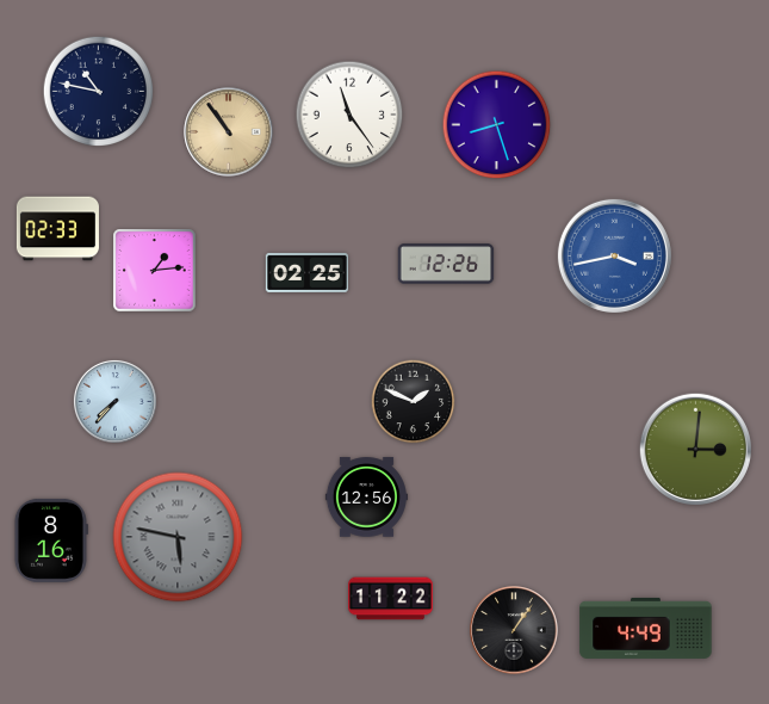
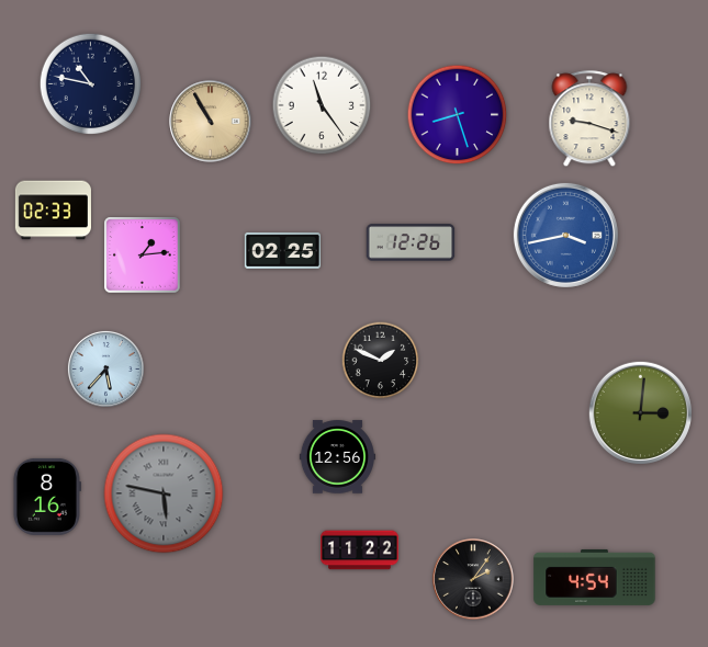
clock at (589, 120): none -> 9:18
clock at (229, 132): 10:54 -> 10:55
clock at (155, 271) position: (155, 271) -> (143, 256)
clock at (114, 401): 7:37 -> 5:37
clock at (414, 402) position: (414, 402) -> (381, 361)
clock at (646, 628): 4:49 -> 4:54
clock at (514, 630): 1:06 -> 2:06
